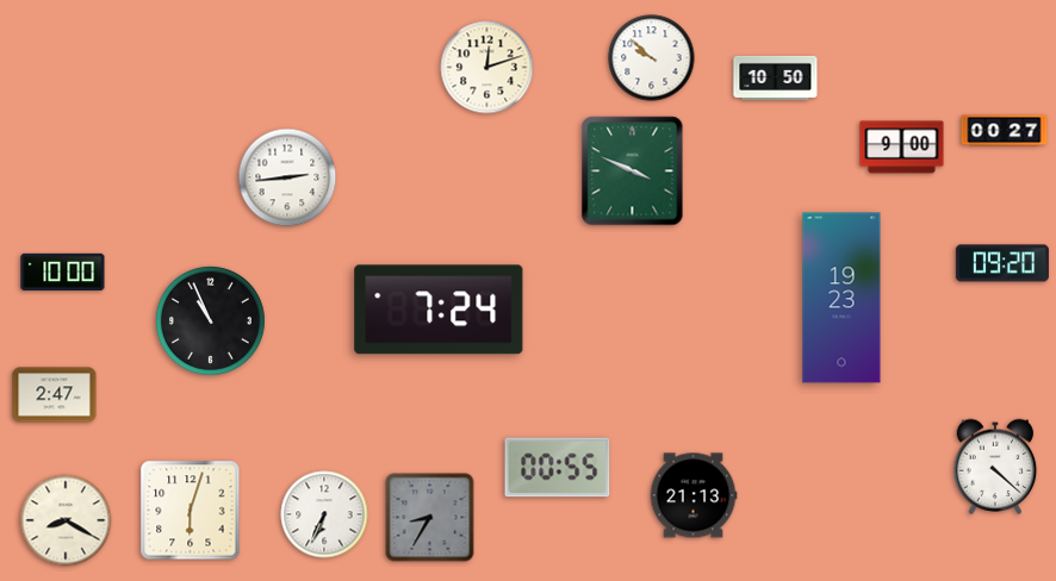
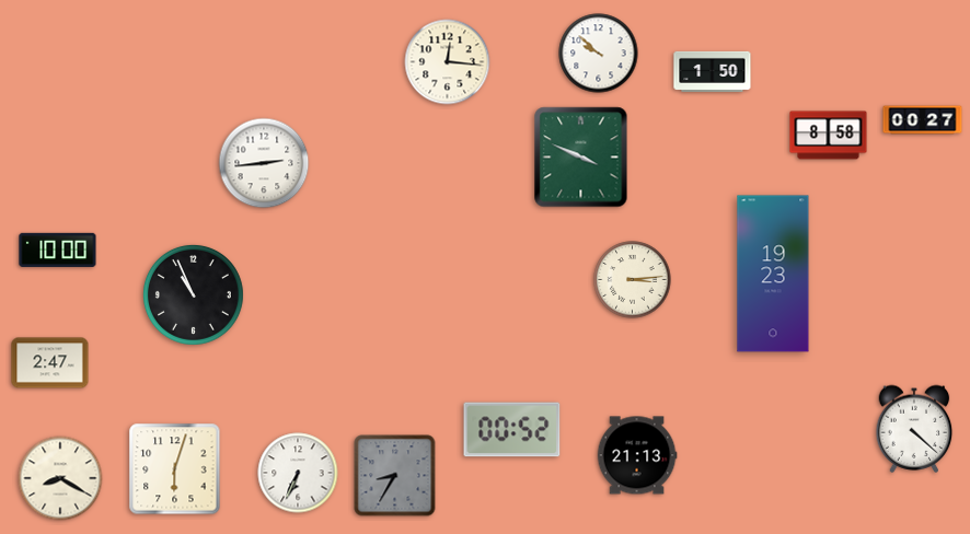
clock at (487, 68): 12:12 -> 12:16
clock at (776, 77): 10:50 -> 1:50
clock at (902, 148): 9:00 -> 8:58
clock at (1002, 263): 09:20 -> none
clock at (633, 280): none -> 3:14
clock at (439, 310): 7:24 -> none
clock at (558, 468): 00:55 -> 00:52
